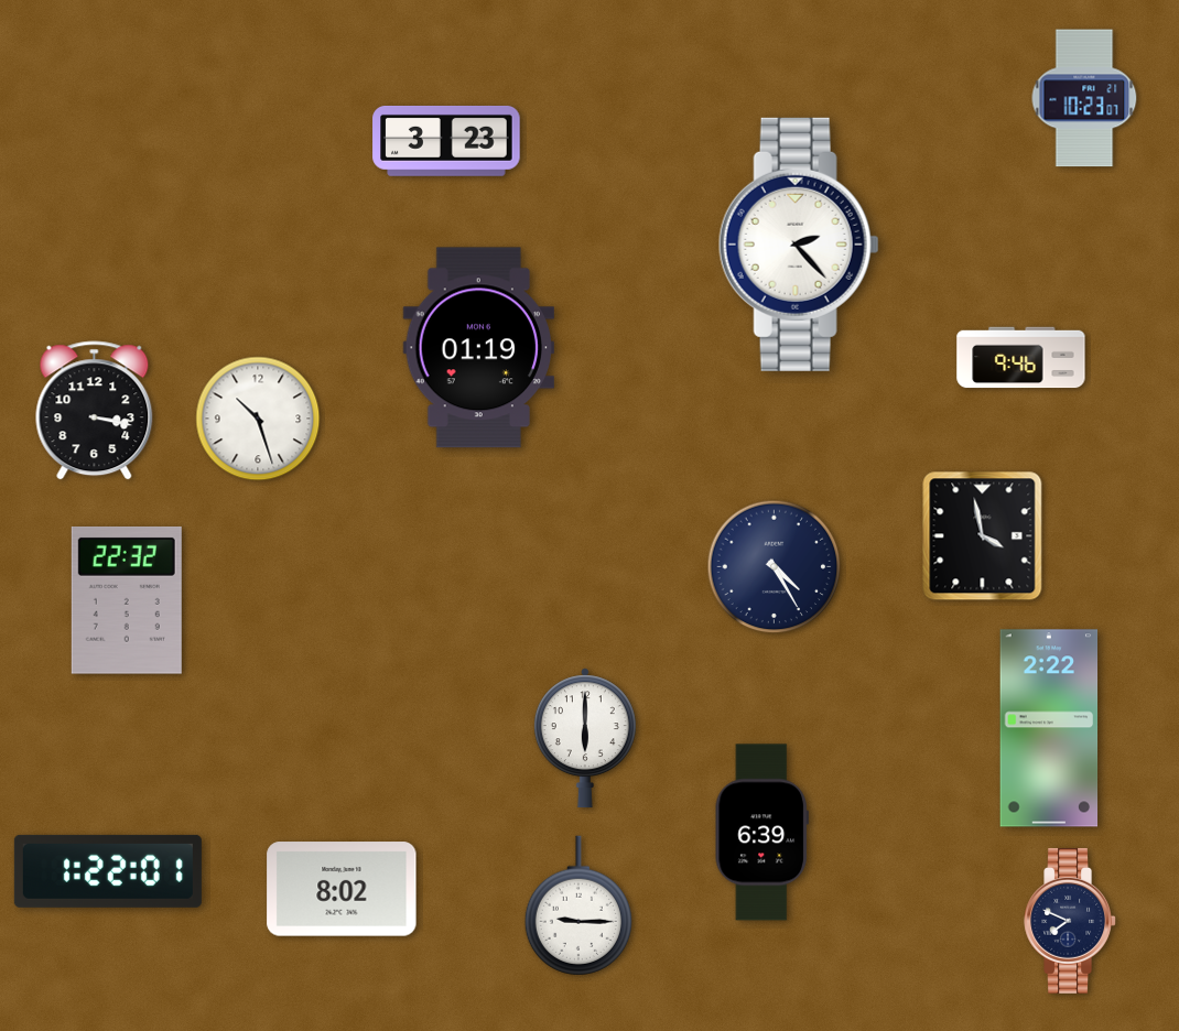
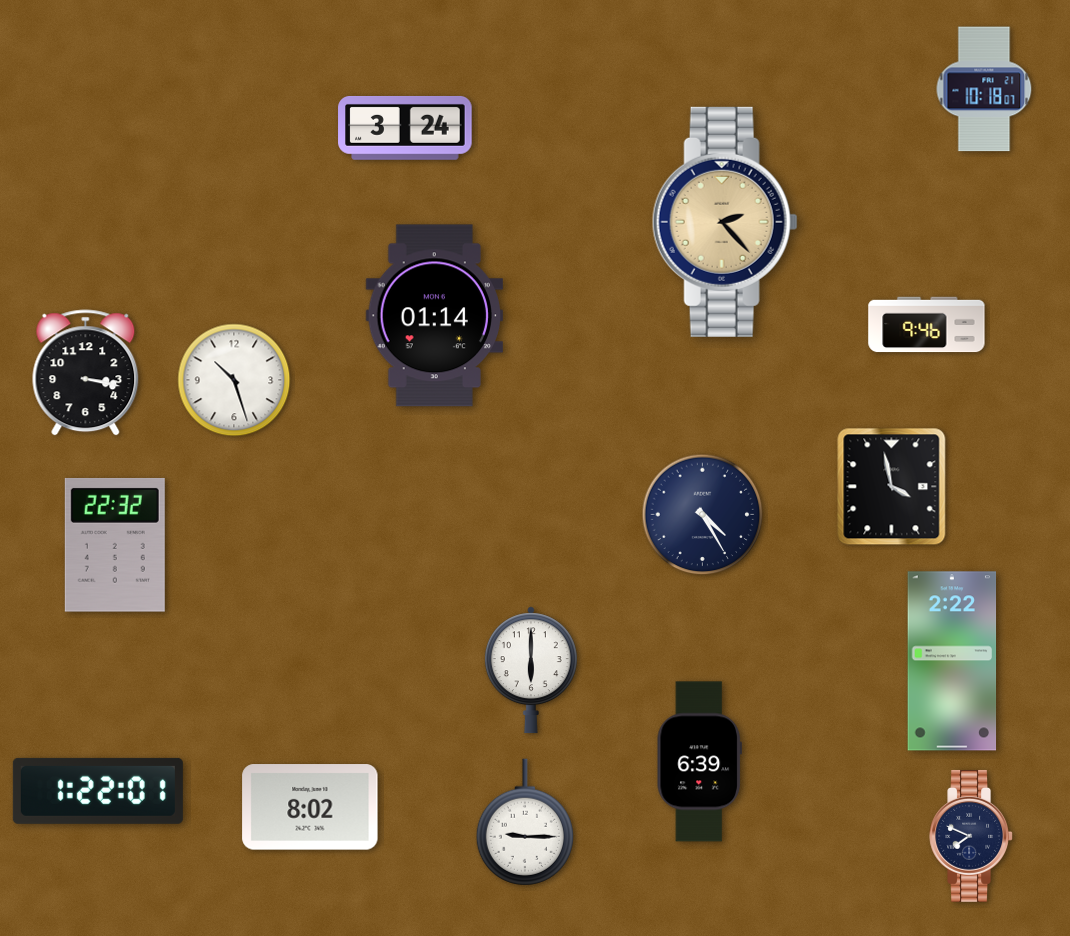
clock at (1084, 98): 10:23 -> 10:18
clock at (446, 141): 3:23 -> 3:24
clock at (799, 245) dial: white -> champagne
clock at (478, 348): 01:19 -> 01:14
clock at (761, 833) position: (761, 833) -> (699, 762)
